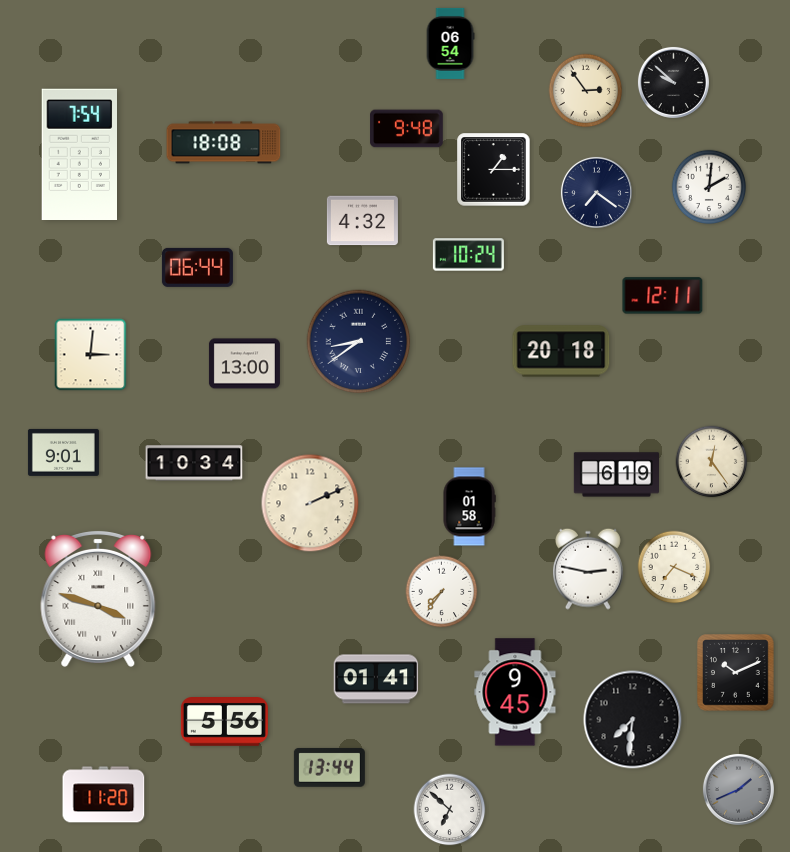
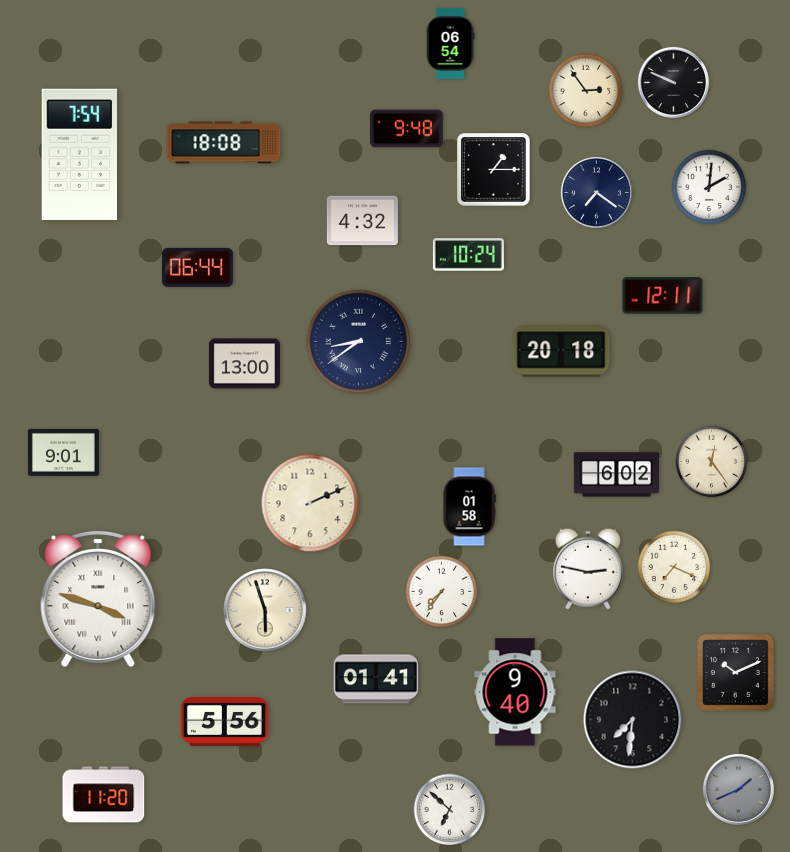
clock at (673, 82): 9:52 -> 9:49
clock at (91, 355): 3:01 -> none
clock at (194, 463): 10:34 -> none
clock at (616, 475): 6:19 -> 6:02
clock at (265, 610): none -> 5:57
clock at (515, 692): 9:45 -> 9:40
clock at (329, 767): 13:44 -> none
